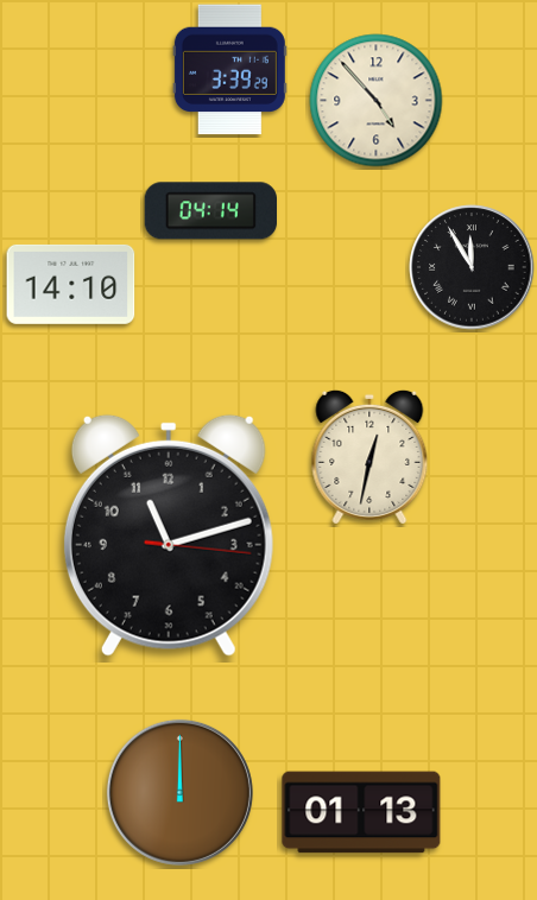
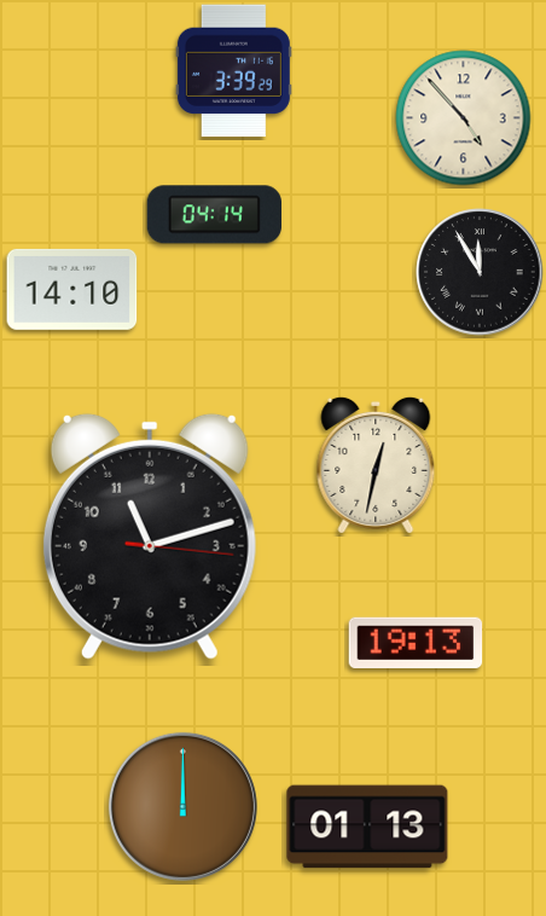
clock at (377, 101) position: (377, 101) -> (464, 118)
clock at (169, 535) position: (169, 535) -> (150, 537)
clock at (416, 642): none -> 19:13
